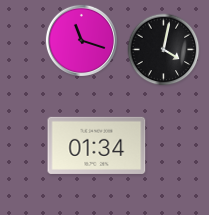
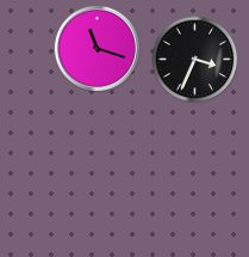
clock at (164, 50): 4:02 -> 3:34
clock at (97, 145): 01:34 -> none
